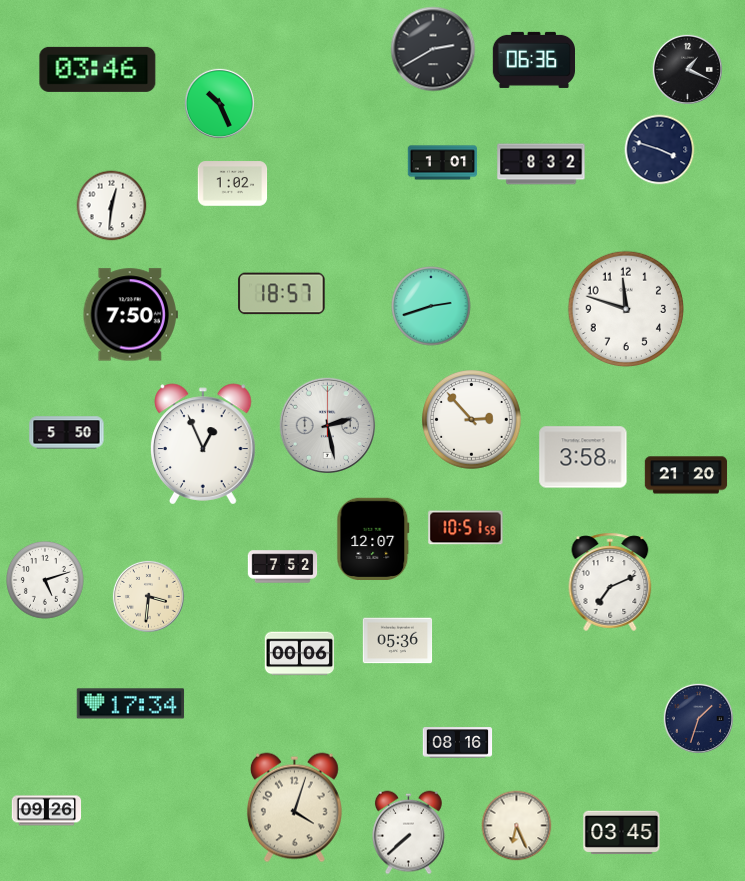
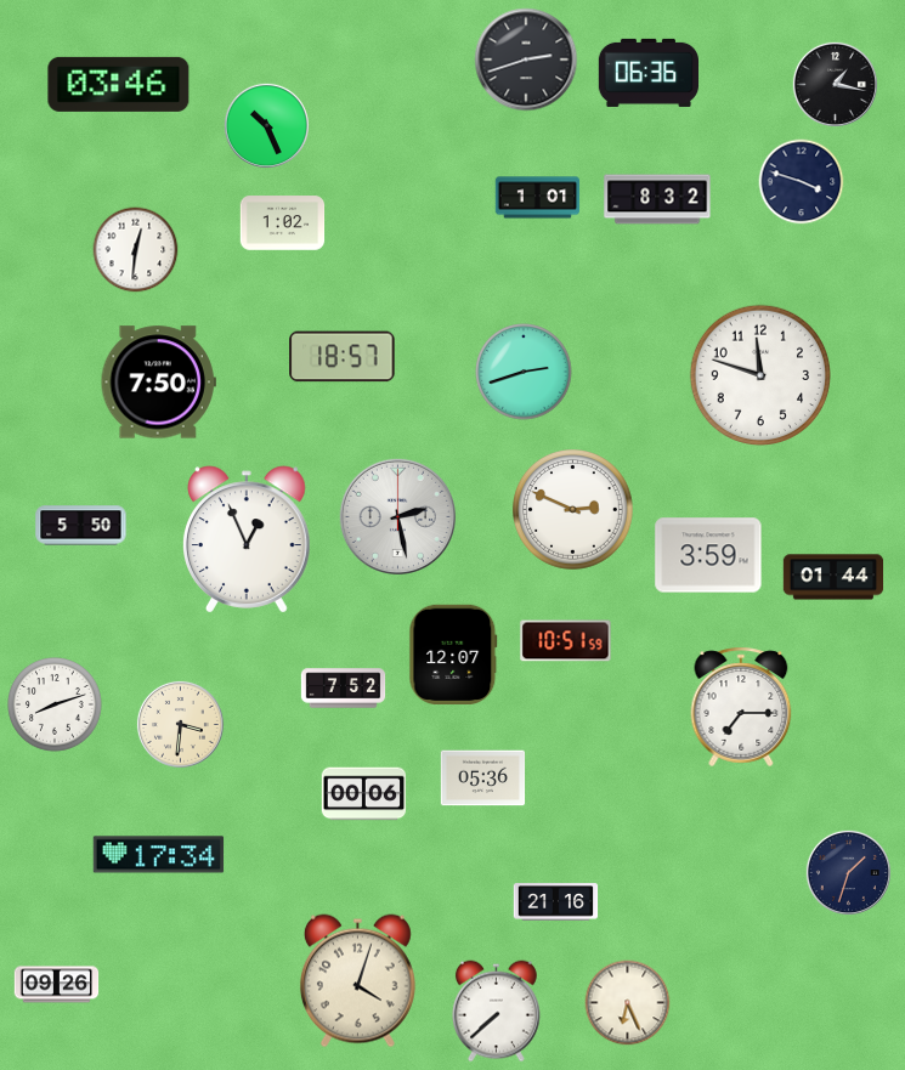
clock at (433, 49): 2:40 -> 2:42
clock at (687, 69): 1:19 -> 1:17
clock at (472, 420): 2:53 -> 2:49
clock at (583, 457): 3:58 -> 3:59
clock at (686, 475): 21:20 -> 01:44
clock at (46, 581): 5:12 -> 8:12
clock at (610, 582): 7:11 -> 7:15
clock at (458, 743): 08:16 -> 21:16
clock at (622, 833): 03:45 -> none
